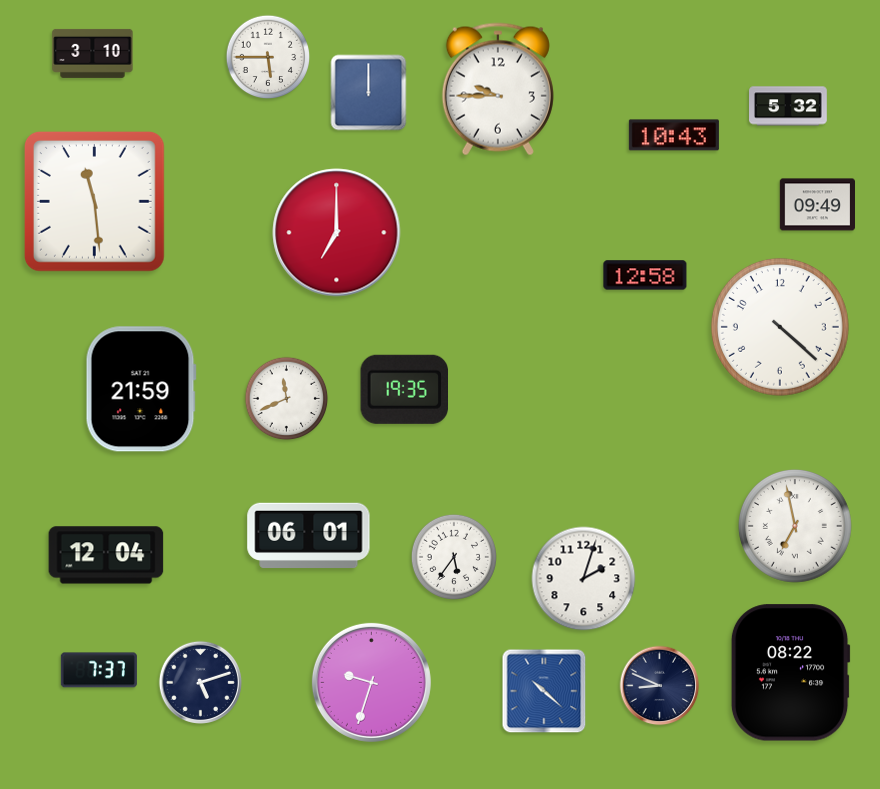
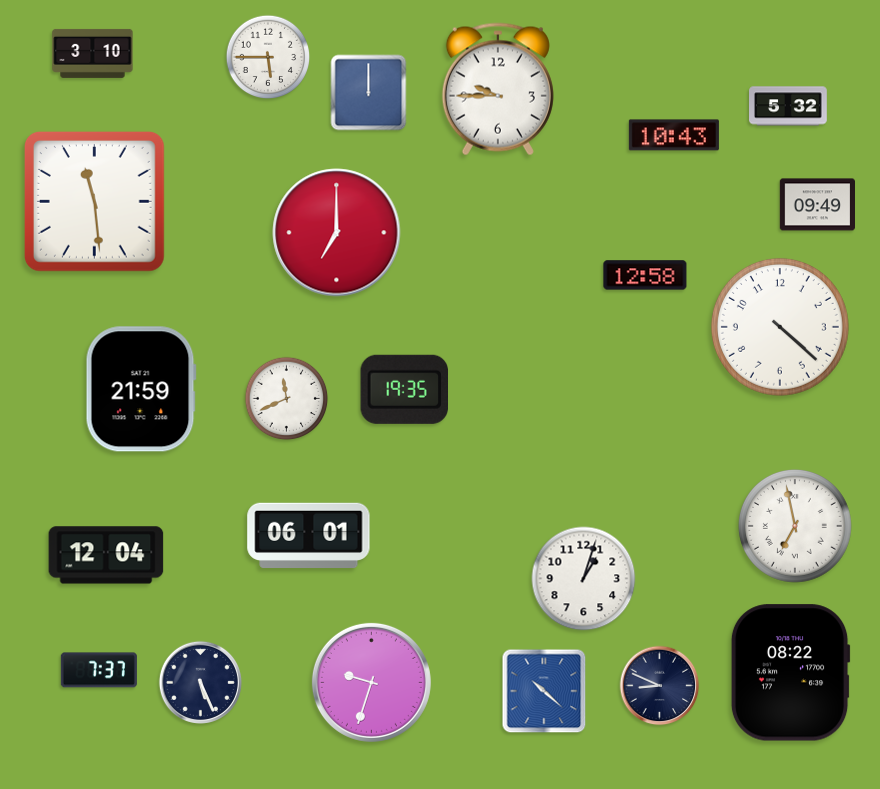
clock at (454, 557): 5:36 -> none
clock at (584, 579): 2:03 -> 1:03
clock at (200, 682): 5:12 -> 5:26
